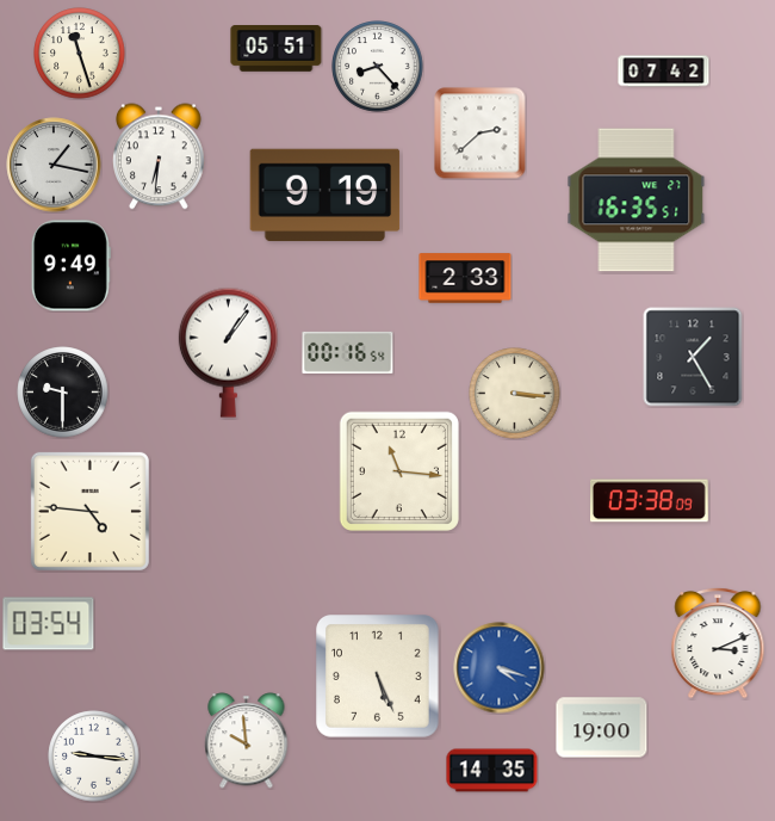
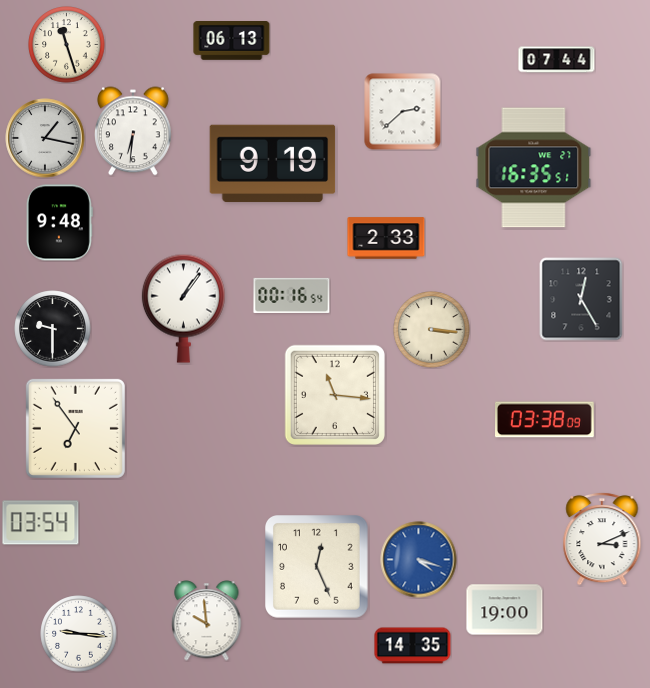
clock at (277, 49): 05:51 -> 06:13
clock at (378, 67): 8:23 -> none
clock at (664, 72): 07:42 -> 07:44
clock at (70, 266): 9:49 -> 9:48
clock at (465, 278) position: (465, 278) -> (386, 238)
clock at (228, 352) position: (228, 352) -> (183, 308)
clock at (693, 357): 1:25 -> 12:25
clock at (89, 511): 4:46 -> 6:54
clock at (378, 677): 5:26 -> 12:26
